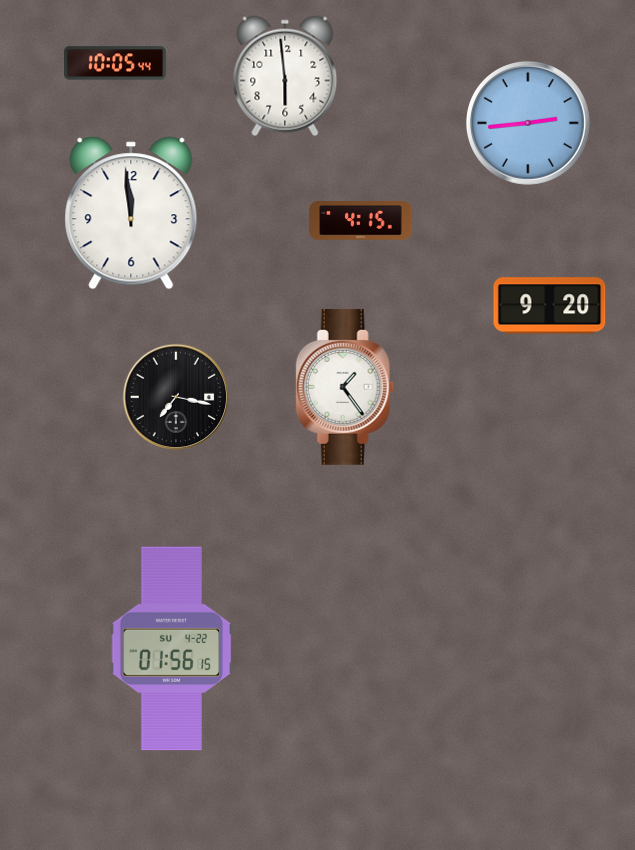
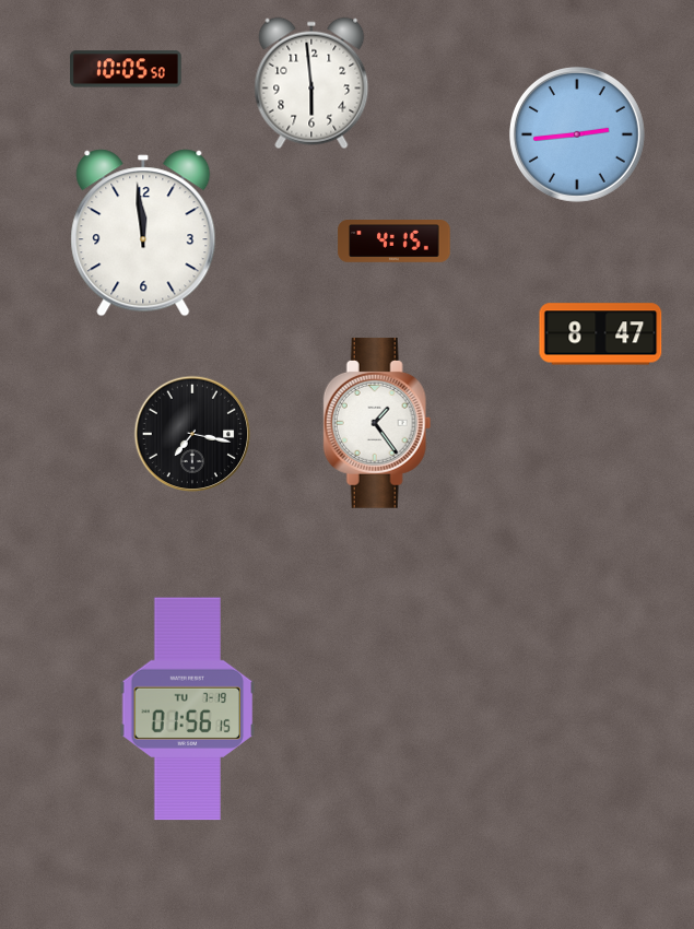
clock at (115, 63): 10:05:44 -> 10:05:50
clock at (550, 306): 9:20 -> 8:47
clock at (172, 649) date: SU 4-22 -> TU 7-19
